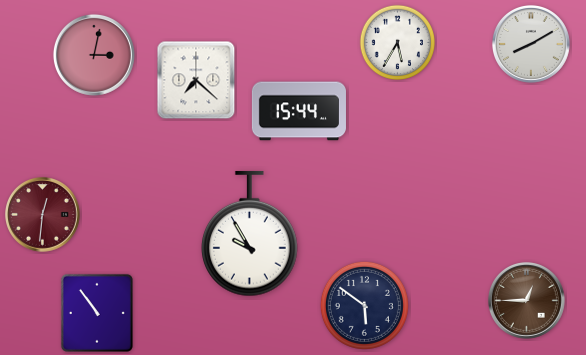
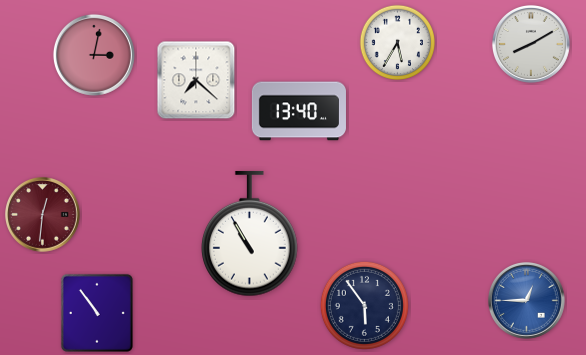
clock at (299, 111): 15:44 -> 13:40
clock at (250, 234): 9:55 -> 10:55
clock at (526, 300) dial: brown -> blue
clock at (364, 305): 5:51 -> 5:54
